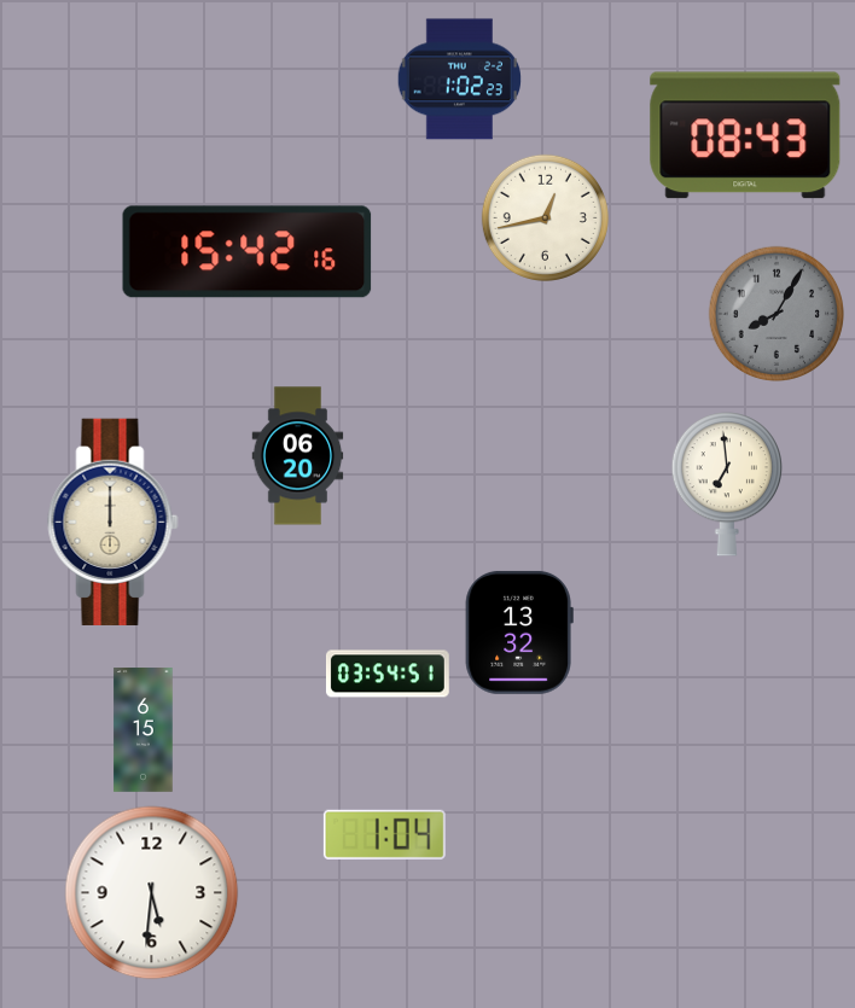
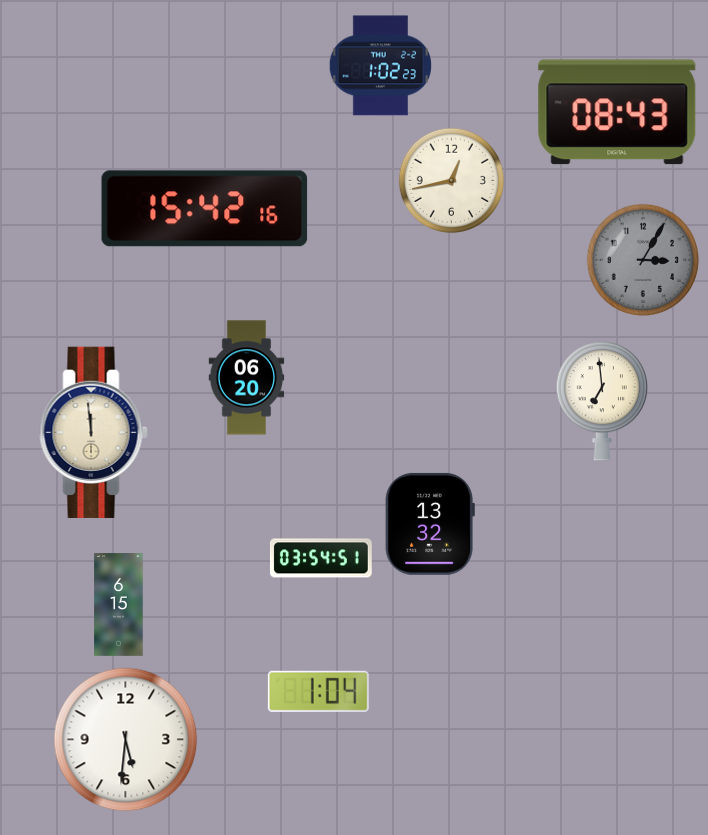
clock at (777, 314): 8:05 -> 3:05
clock at (114, 522): 12:00 -> 11:59
